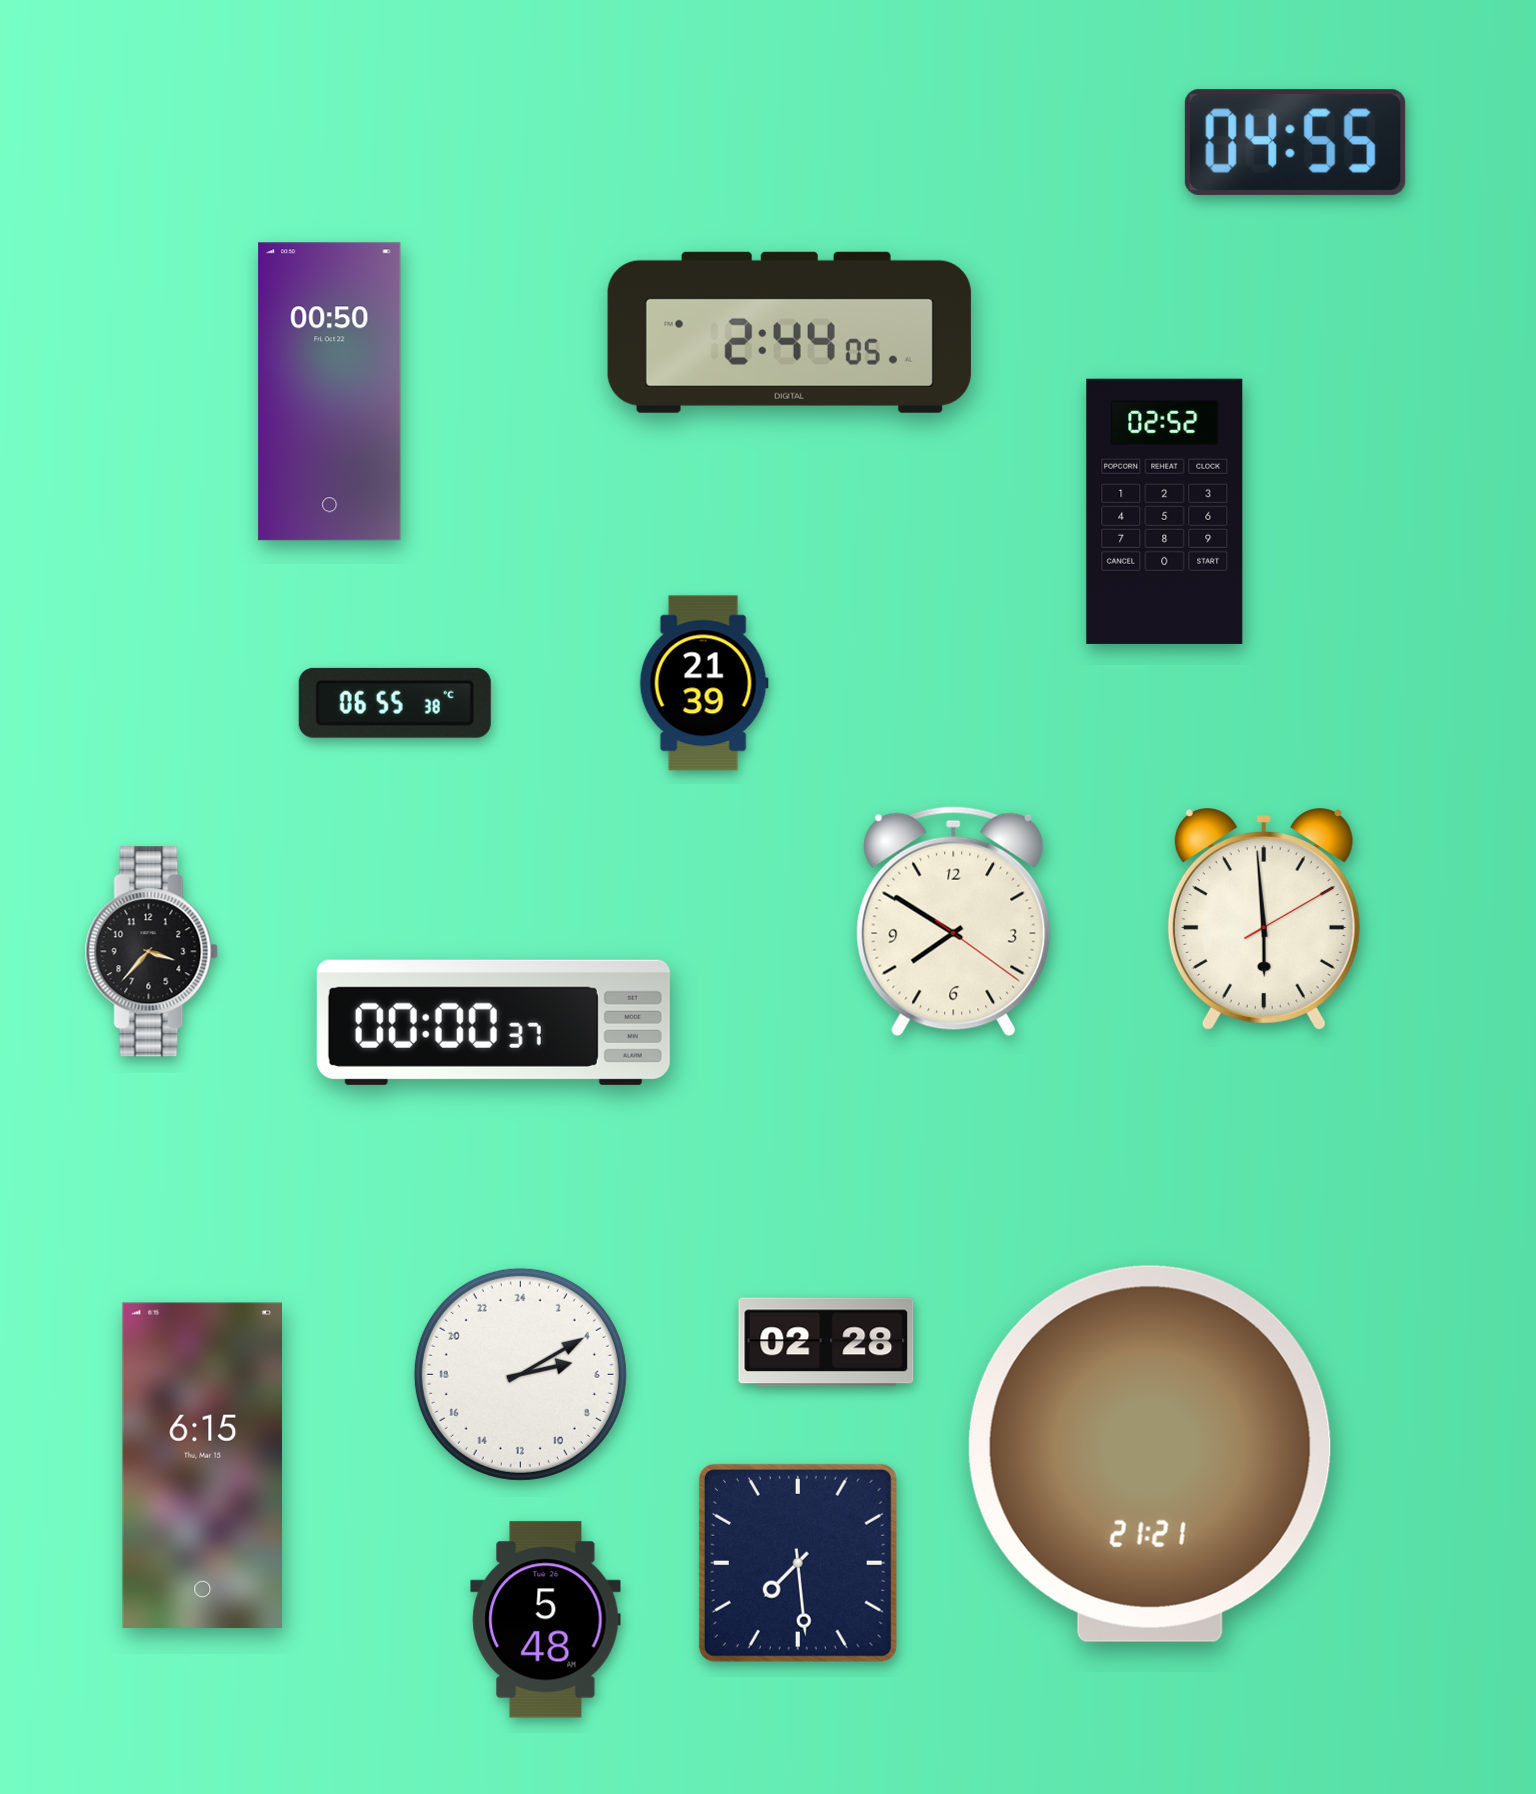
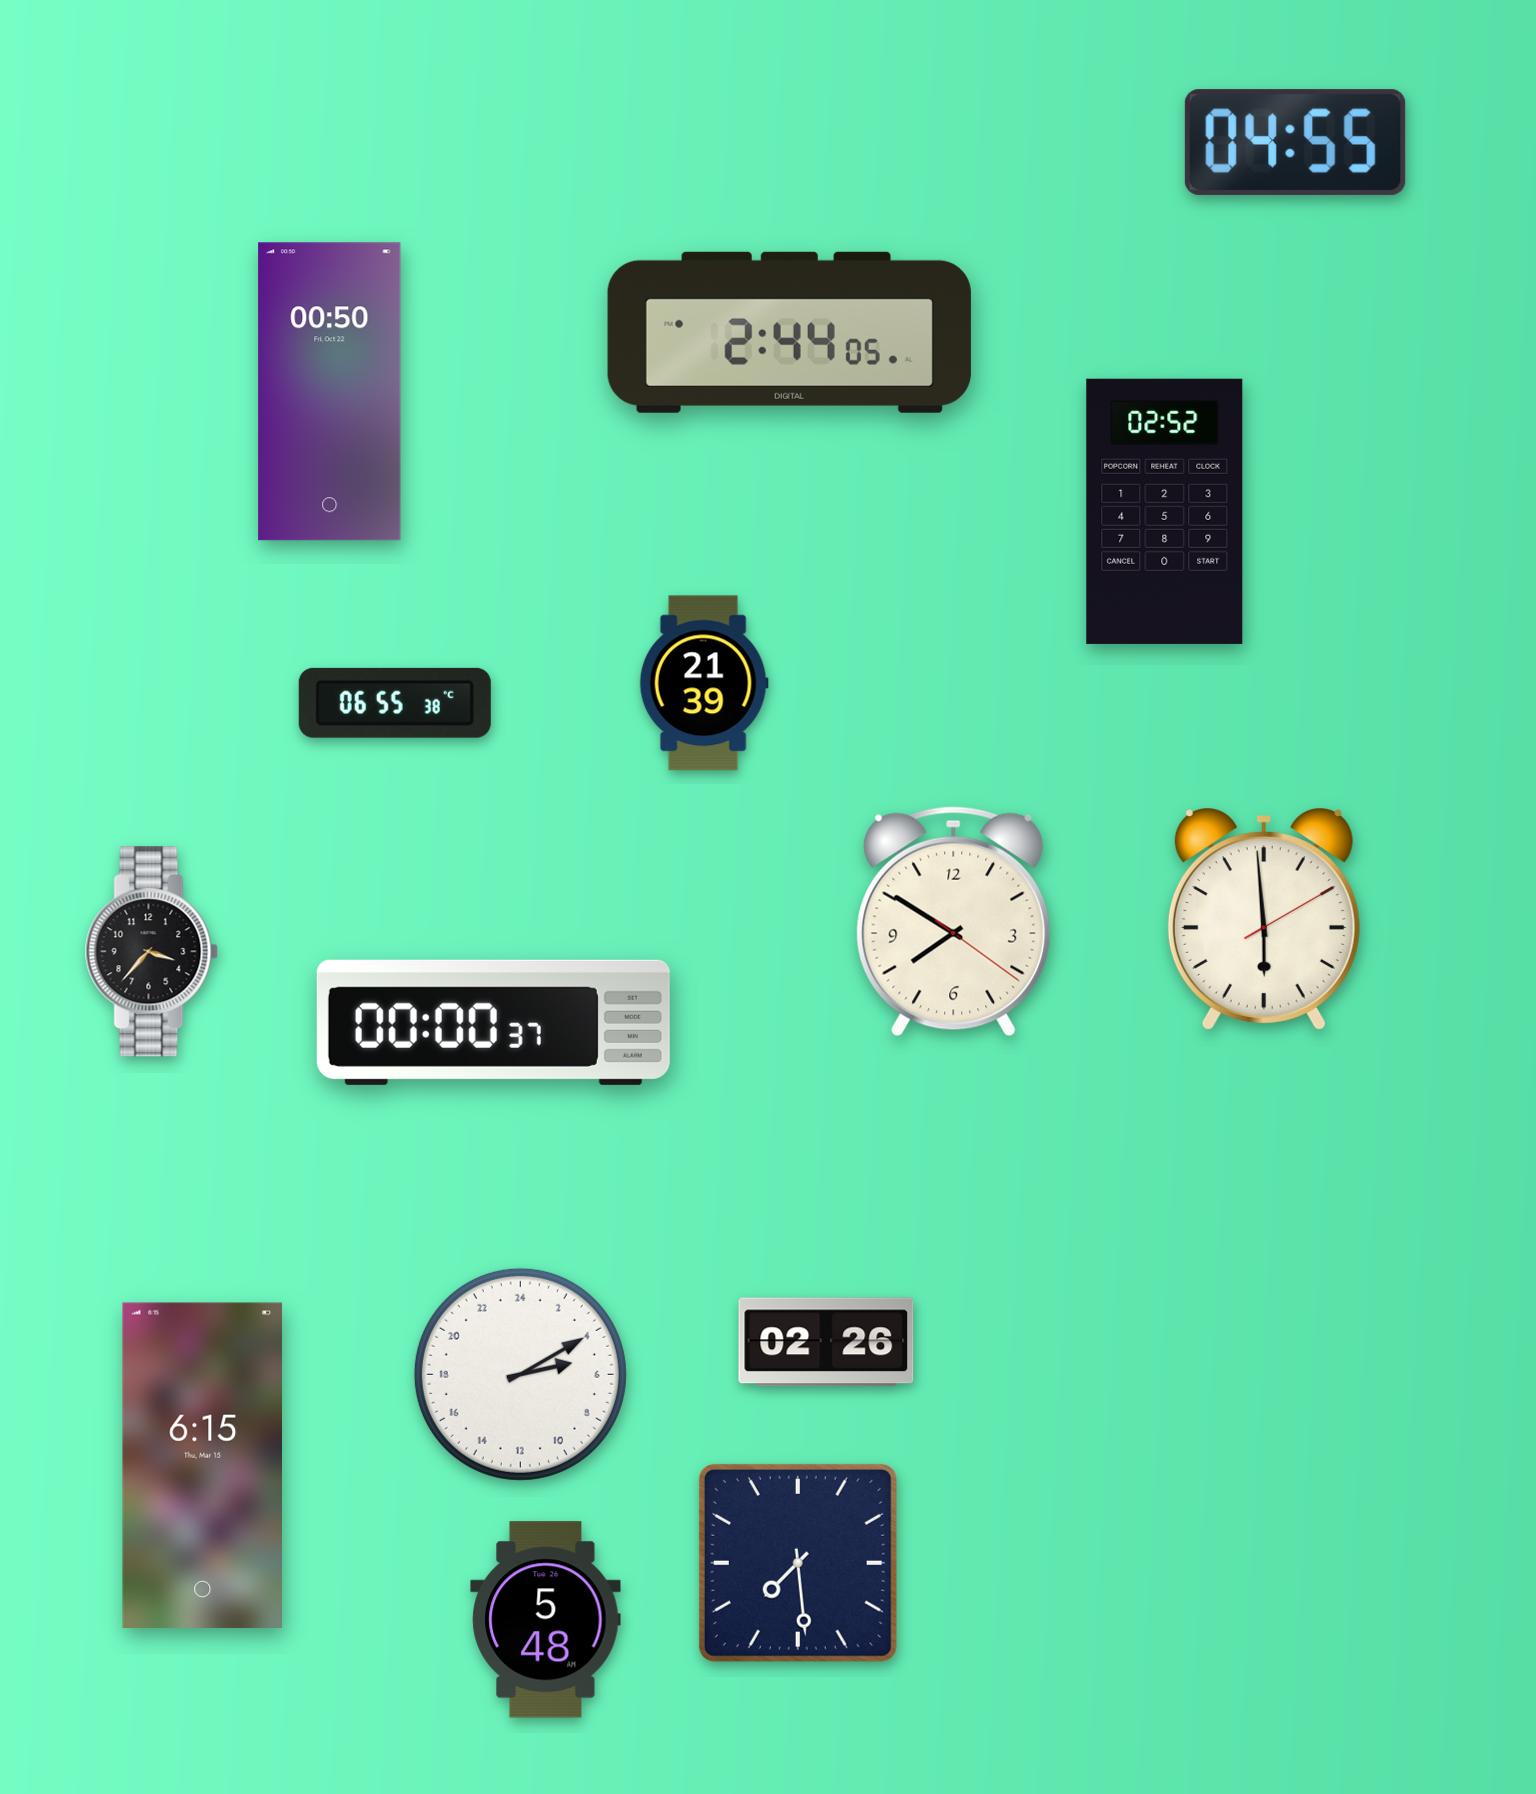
clock at (826, 1342): 02:28 -> 02:26
clock at (1150, 1454): 21:21 -> none
